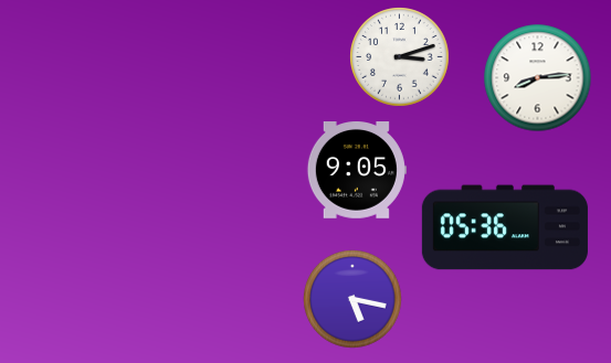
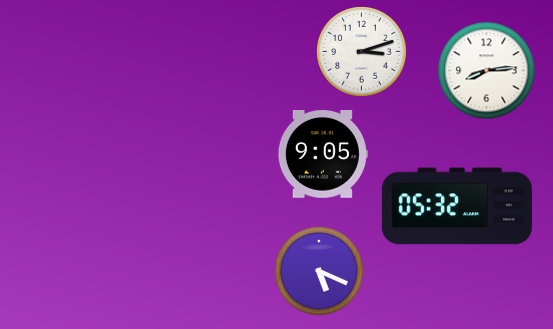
clock at (505, 227): 05:36 -> 05:32
clock at (352, 299): 5:17 -> 5:19
